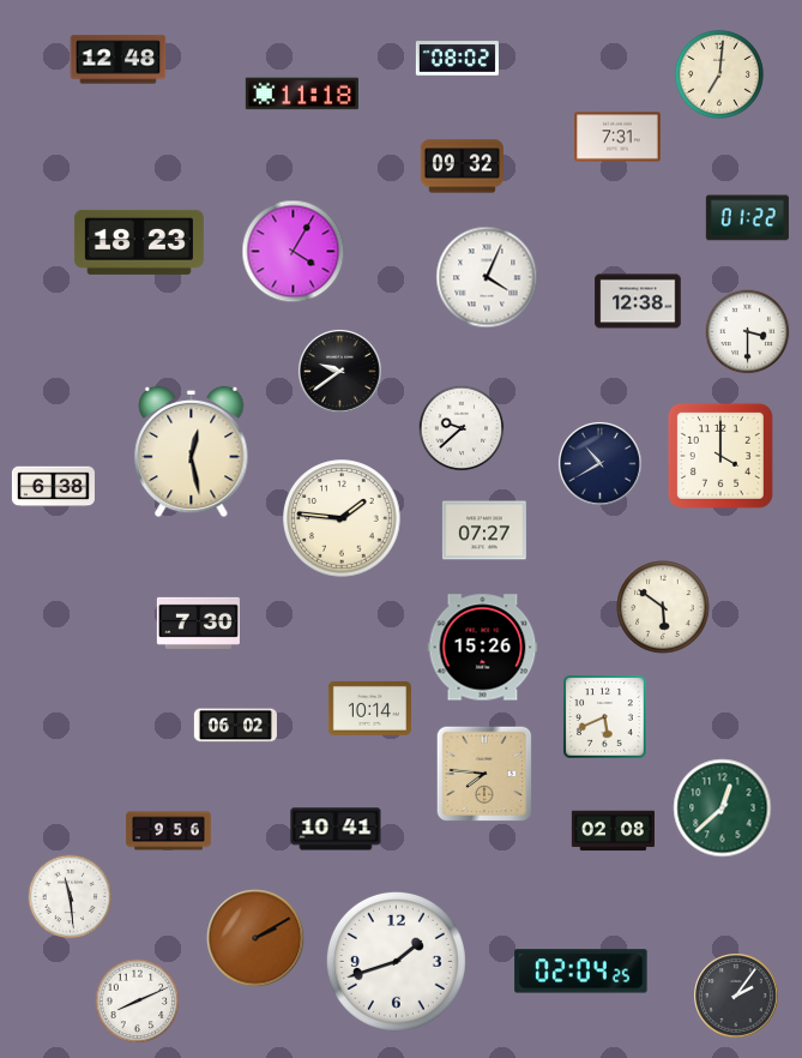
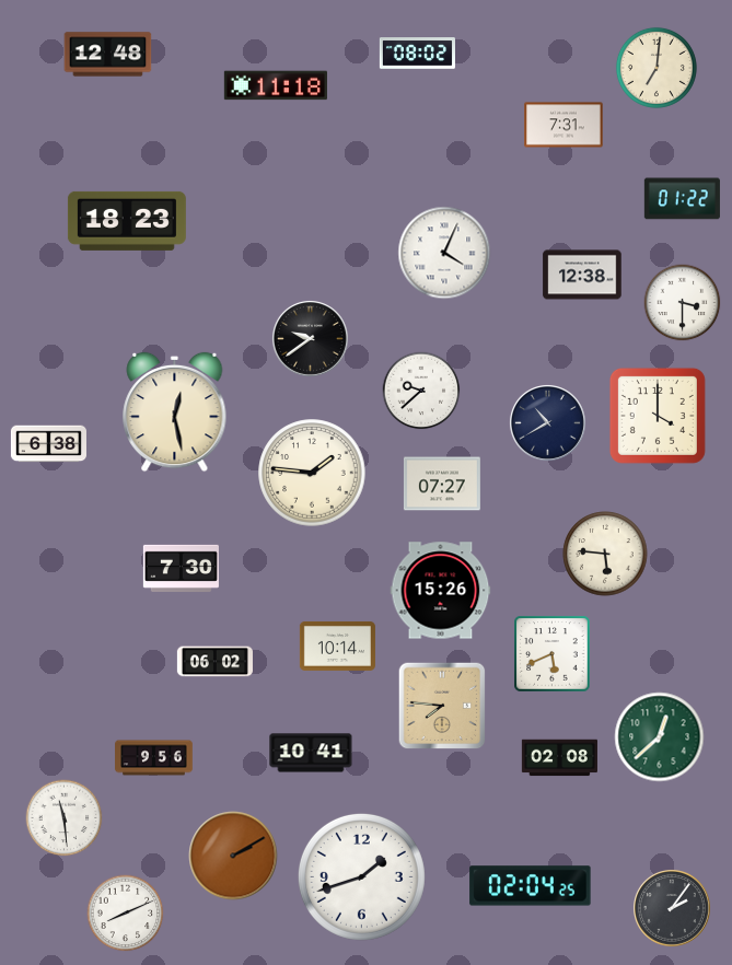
clock at (462, 167): 09:32 -> none
clock at (294, 252): 4:05 -> none
clock at (663, 607): 5:51 -> 5:46
clock at (336, 829) position: (336, 829) -> (311, 753)
